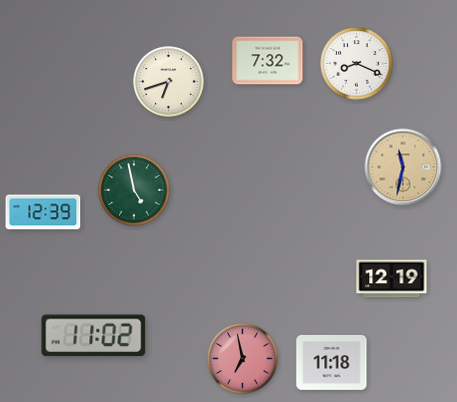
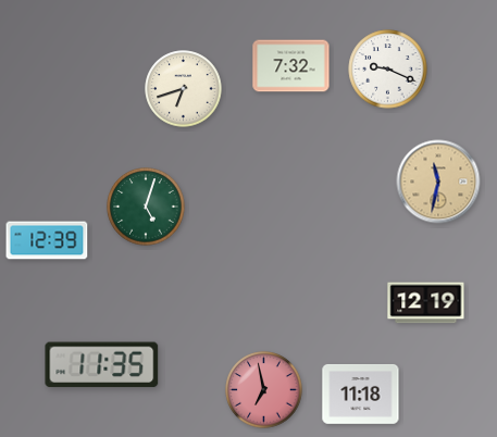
clock at (357, 64): 8:19 -> 9:19
clock at (134, 190): 4:58 -> 5:03
clock at (43, 212) position: (43, 212) -> (47, 240)
clock at (94, 336): 11:02 -> 11:35
